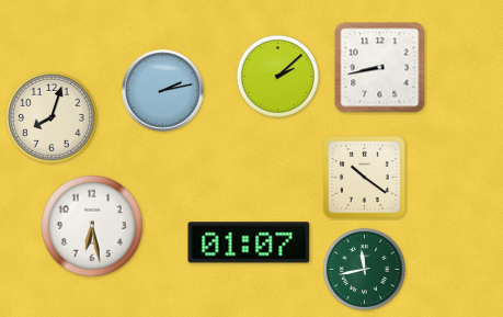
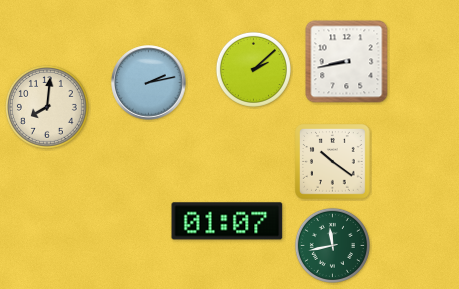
clock at (52, 117): 8:03 -> 8:01
clock at (93, 227): 6:28 -> none
